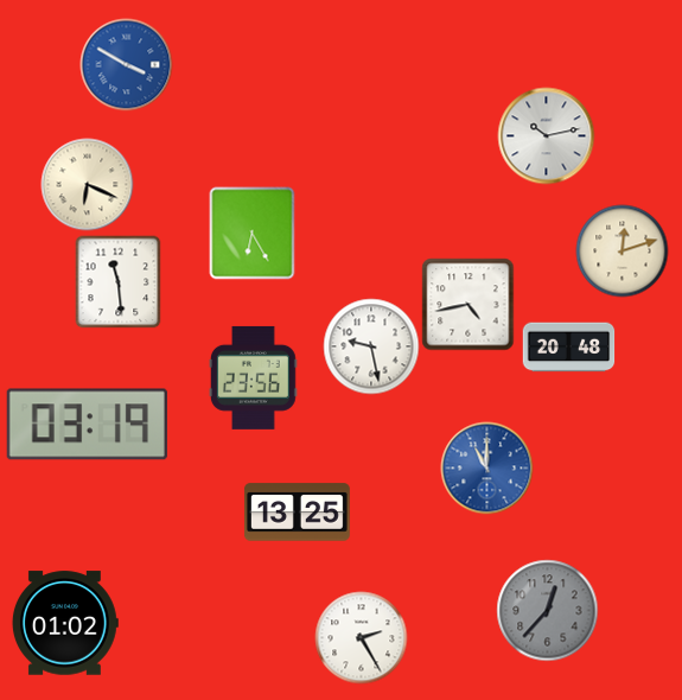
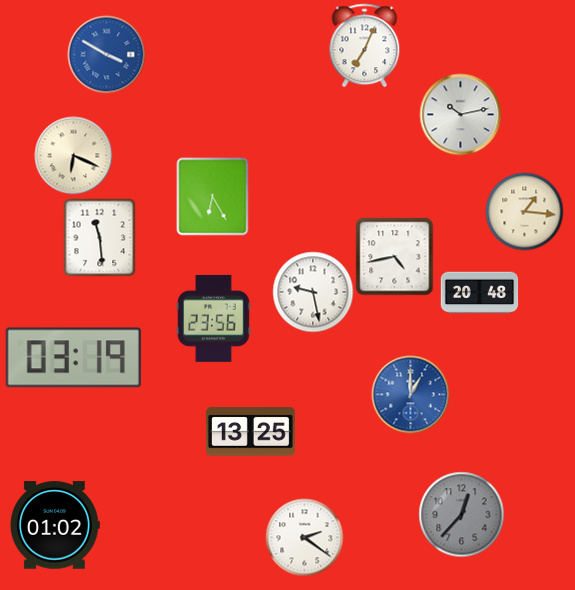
clock at (365, 45): none -> 7:04
clock at (622, 250): 12:12 -> 1:16
clock at (486, 467): 11:00 -> 1:00
clock at (361, 637): 2:25 -> 2:21
